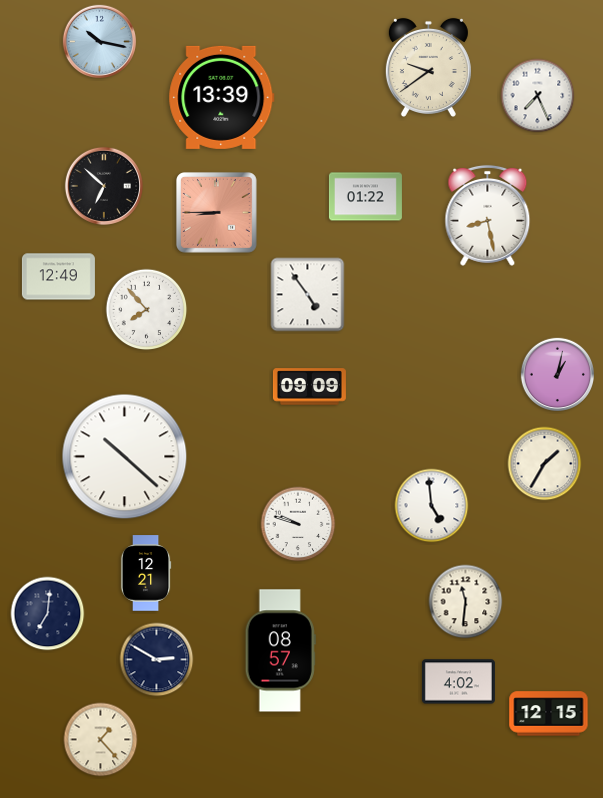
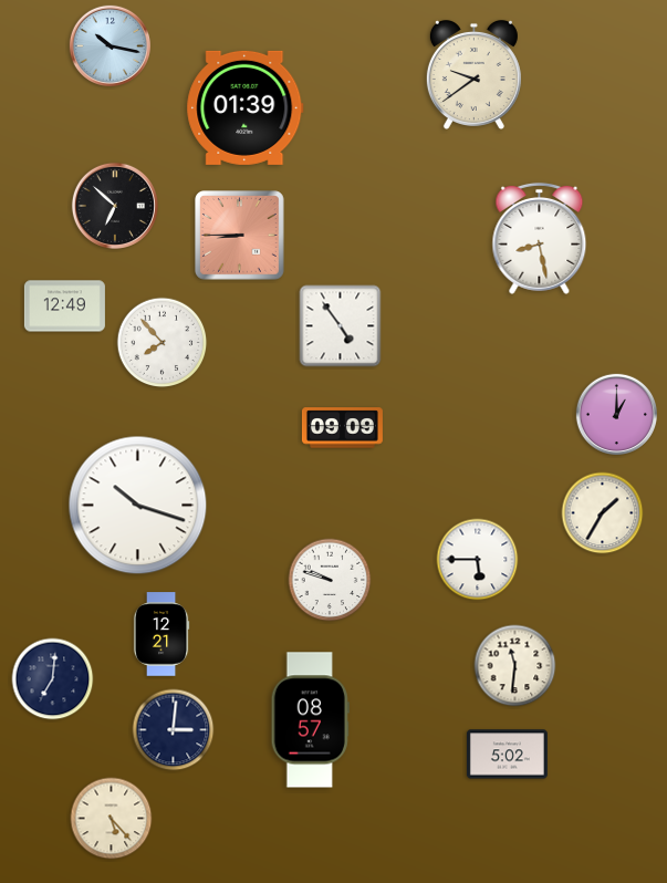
clock at (538, 96): 7:26 -> none
clock at (222, 97): 13:39 -> 01:39
clock at (365, 197): 01:22 -> none
clock at (557, 374): 1:02 -> 1:00
clock at (125, 457): 10:22 -> 10:18
clock at (432, 506): 4:59 -> 5:45
clock at (157, 660): 2:50 -> 3:01
clock at (458, 682): 4:02 -> 5:02
clock at (549, 714): 12:15 -> none
clock at (101, 740): 1:23 -> 5:23
